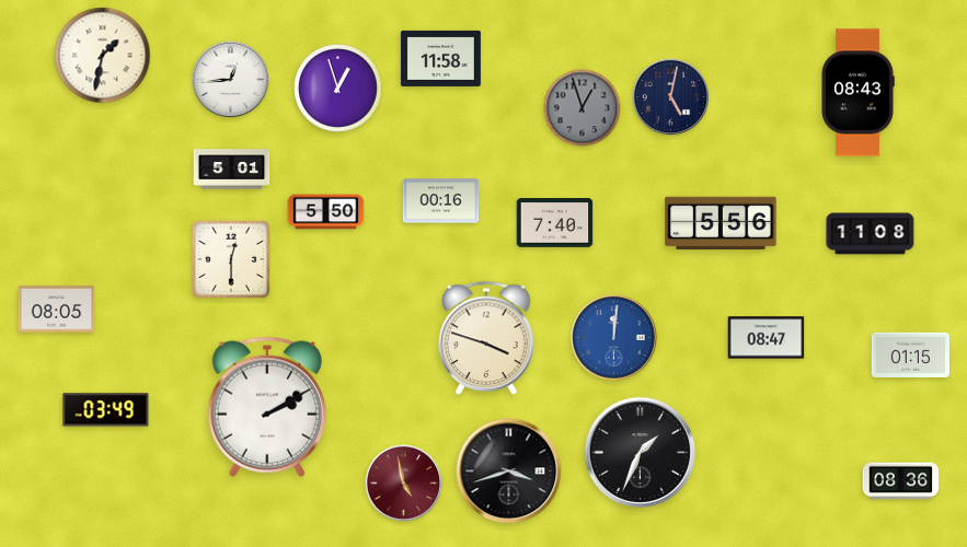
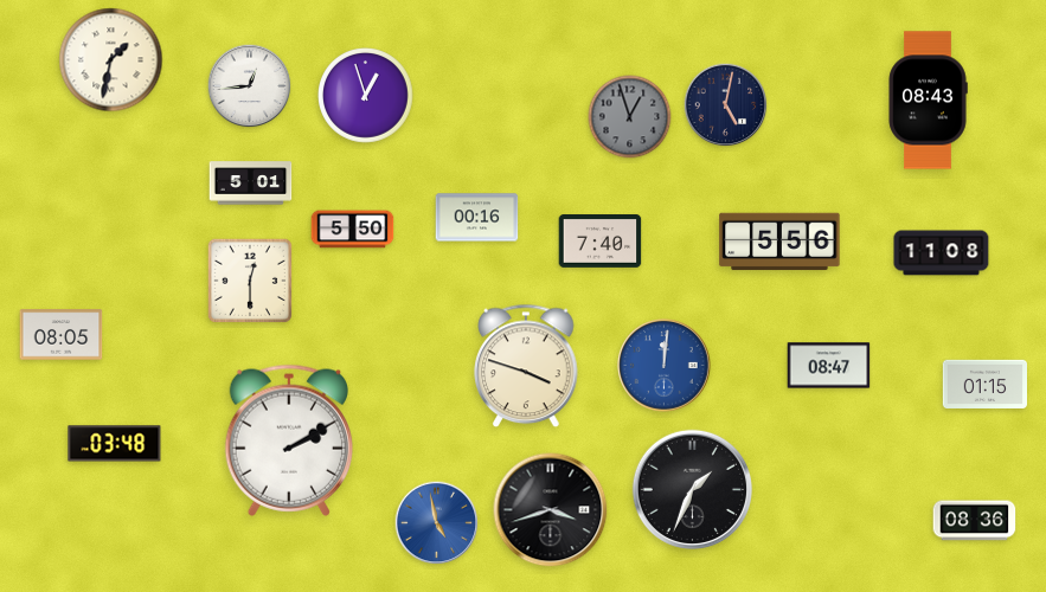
clock at (440, 58): 11:58 -> none
clock at (106, 410): 03:49 -> 03:48
clock at (404, 484) dial: burgundy -> blue
